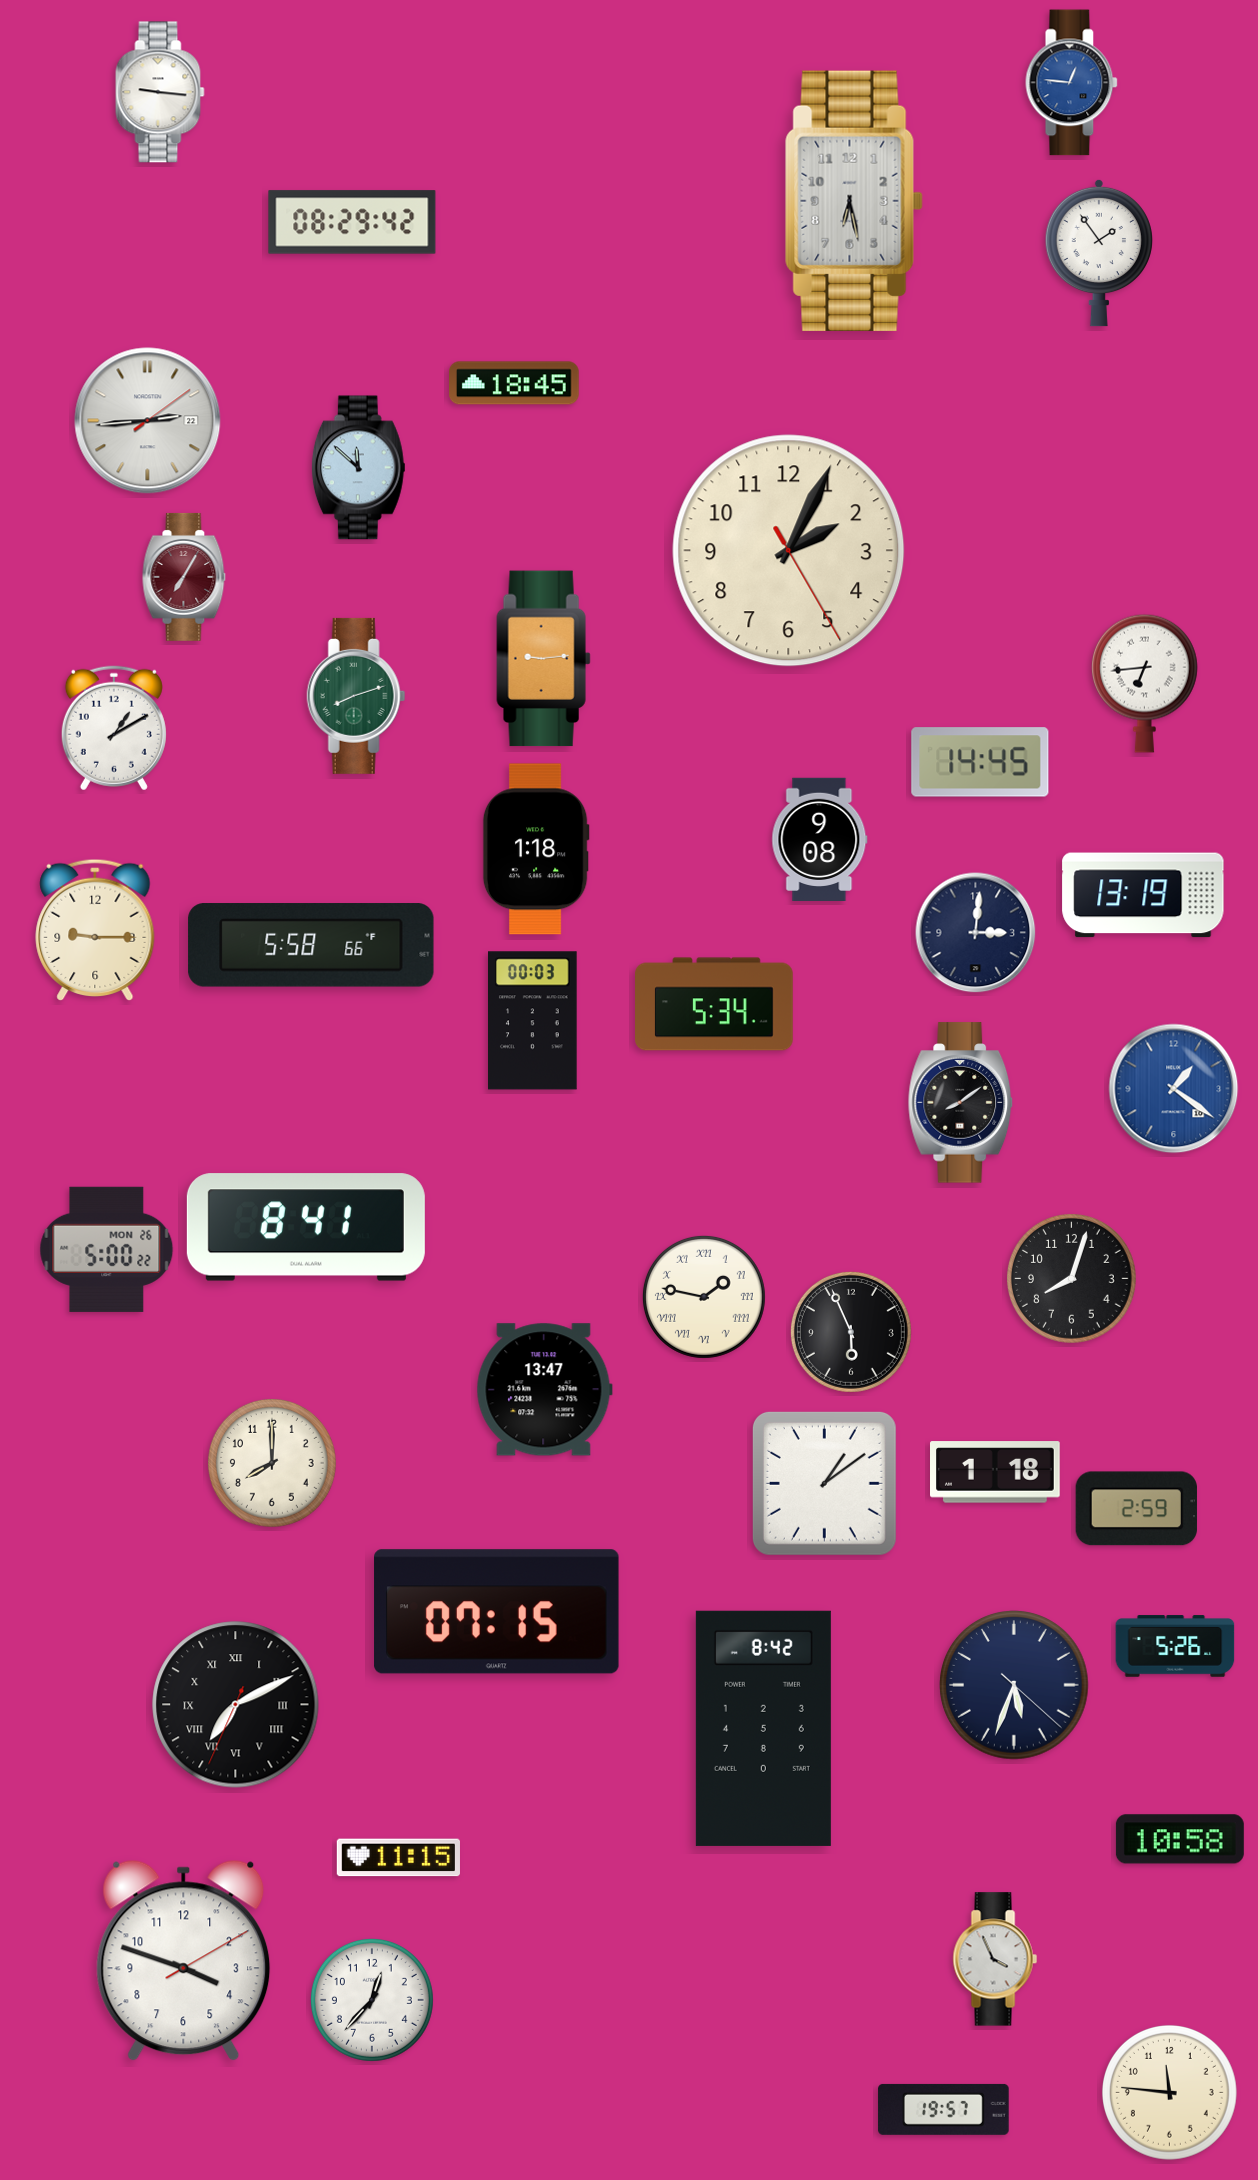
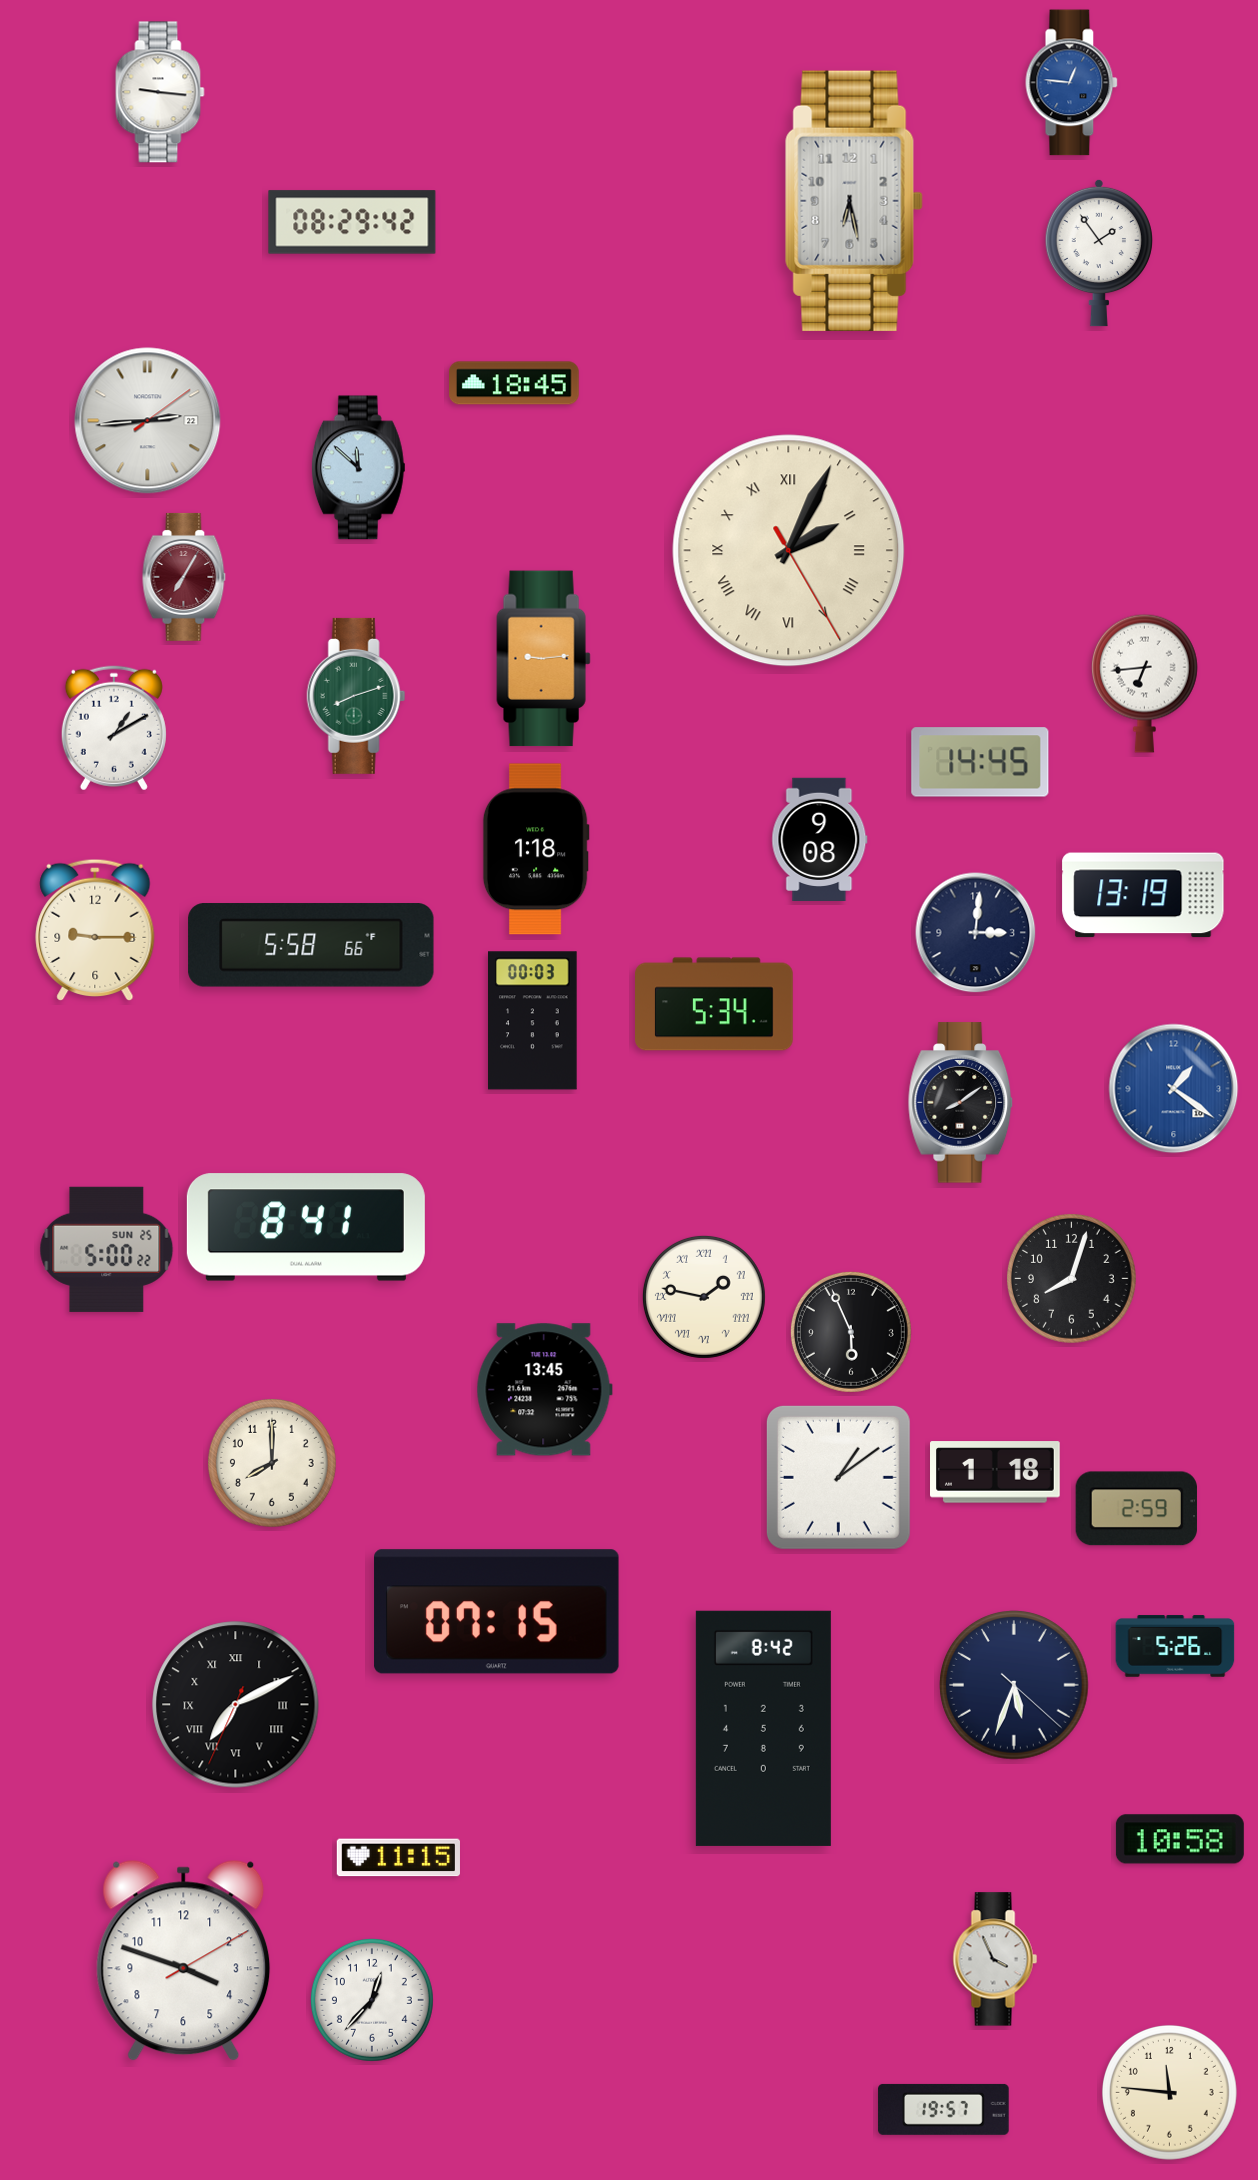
clock at (789, 551) numerals: Arabic -> Roman
clock at (107, 1249) date: MON 26 -> SUN 25
clock at (544, 1390): 13:47 -> 13:45
clock at (824, 1483) position: (824, 1483) -> (838, 1477)
